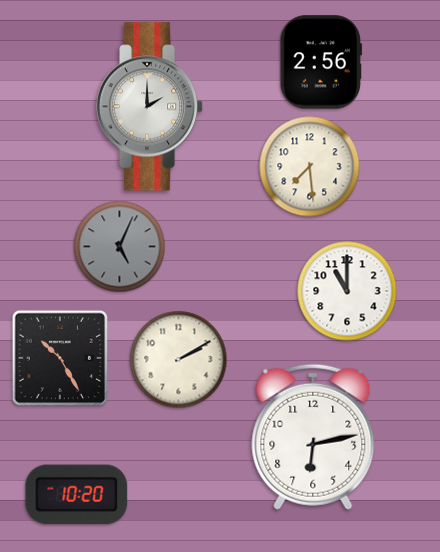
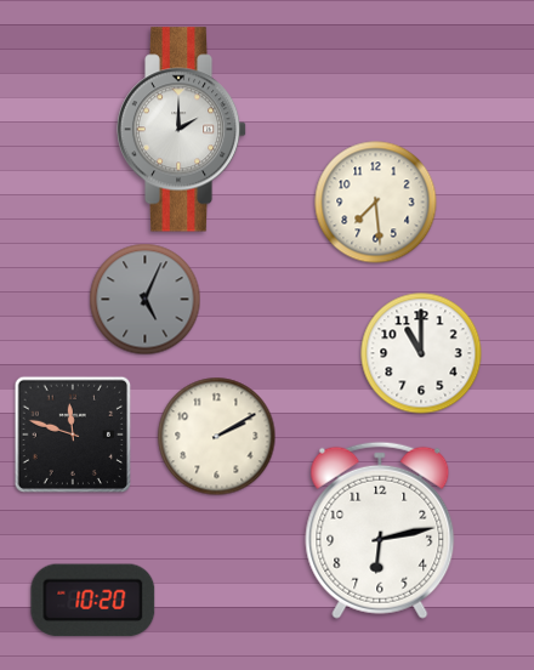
clock at (321, 62): 2:56 -> none
clock at (60, 358): 10:25 -> 11:48
